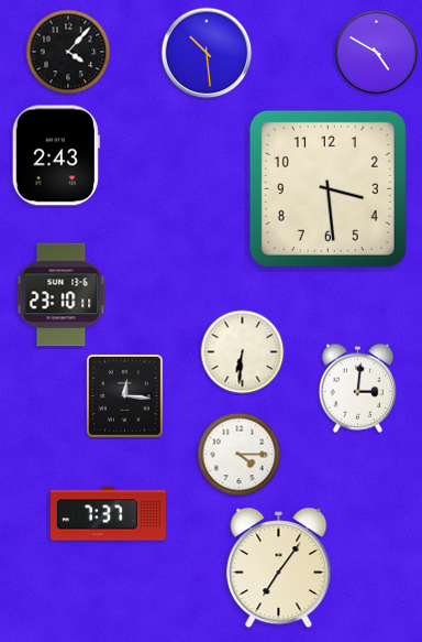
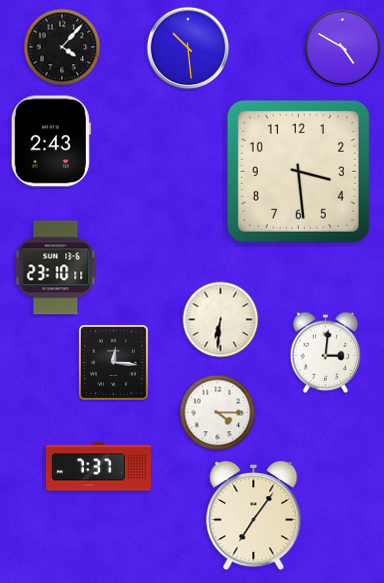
clock at (124, 395) position: (124, 395) -> (113, 362)
